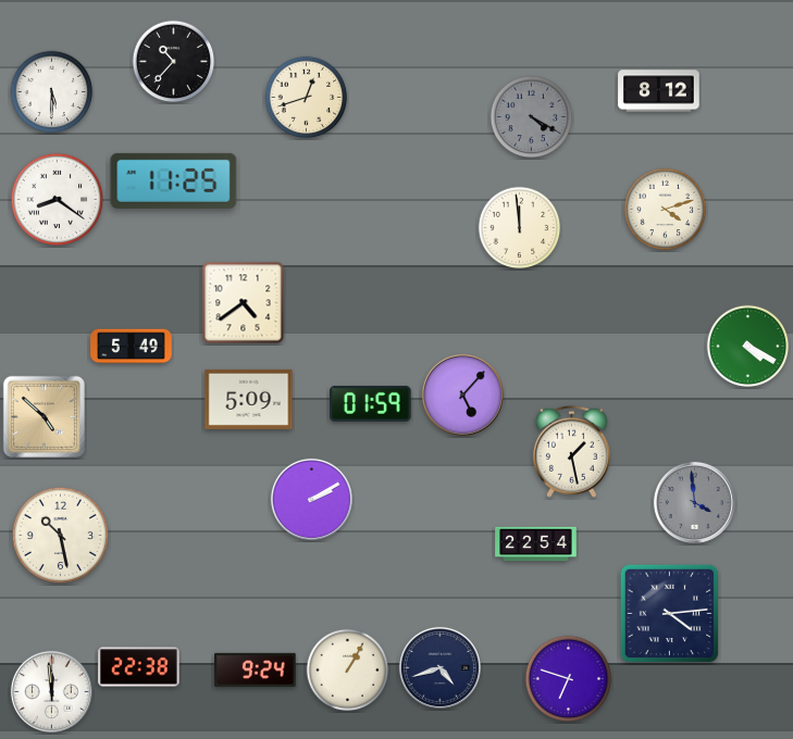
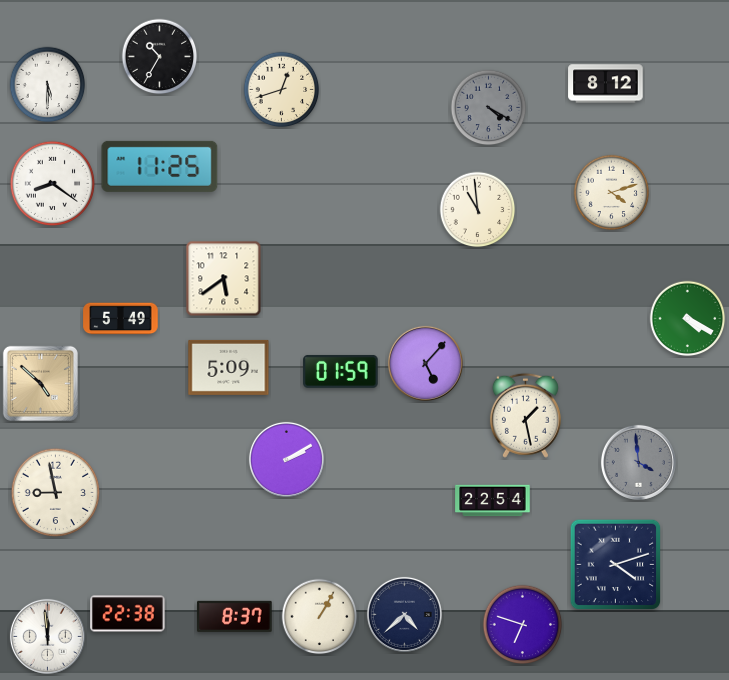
clock at (174, 62): 10:37 -> 10:35
clock at (520, 228): 11:59 -> 10:59
clock at (244, 303): 4:39 -> 5:39
clock at (60, 535): 10:28 -> 8:58
clock at (670, 614): 4:14 -> 4:12
clock at (439, 667): 4:42 -> 4:38
clock at (256, 669): 9:24 -> 8:37
